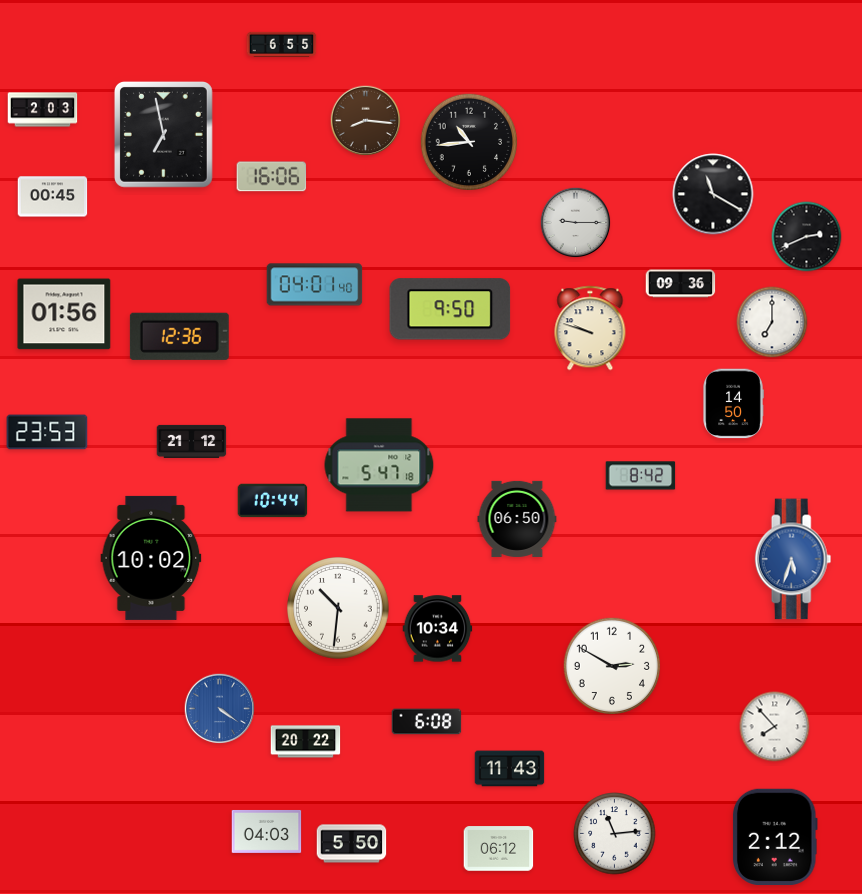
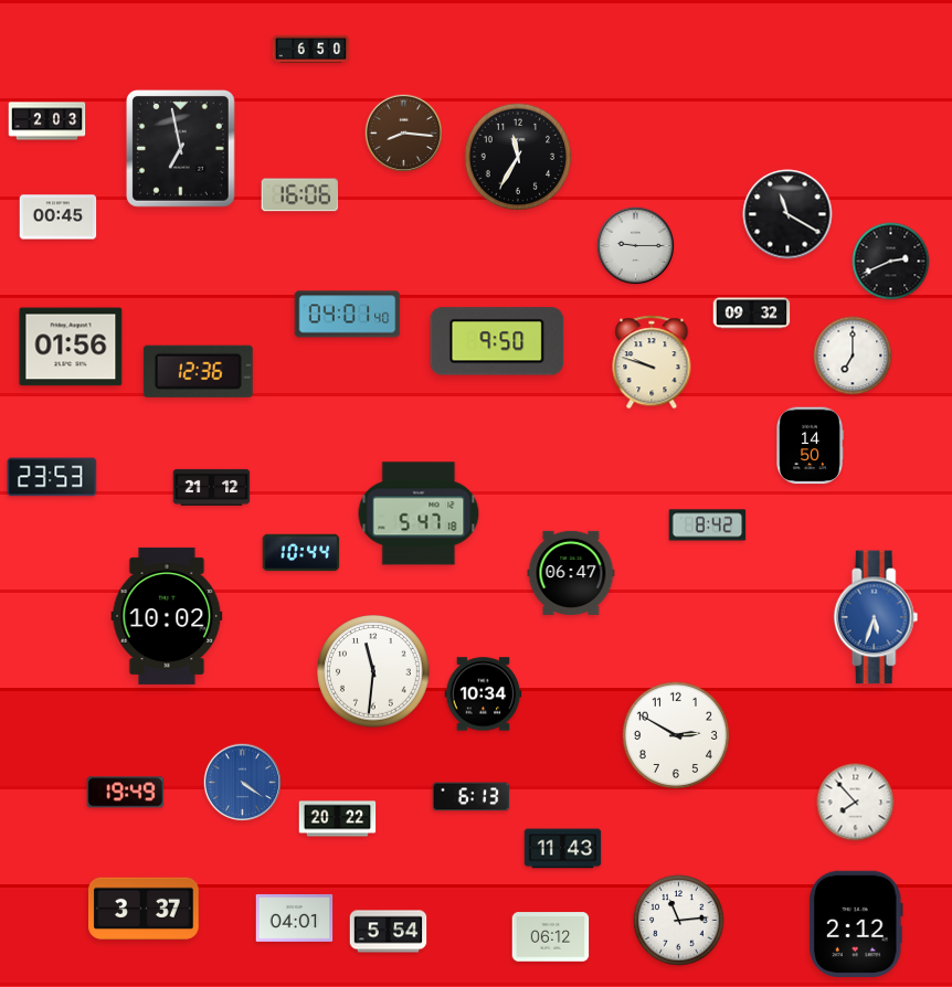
clock at (282, 44): 6:55 -> 6:50
clock at (468, 141): 10:44 -> 11:35
clock at (681, 284): 09:36 -> 09:32
clock at (517, 519): 06:50 -> 06:47
clock at (339, 609): 10:31 -> 11:31
clock at (126, 793): none -> 19:49
clock at (427, 722): 6:08 -> 6:13
clock at (145, 909): none -> 3:37
clock at (267, 831): 04:03 -> 04:01
clock at (352, 844): 5:50 -> 5:54
